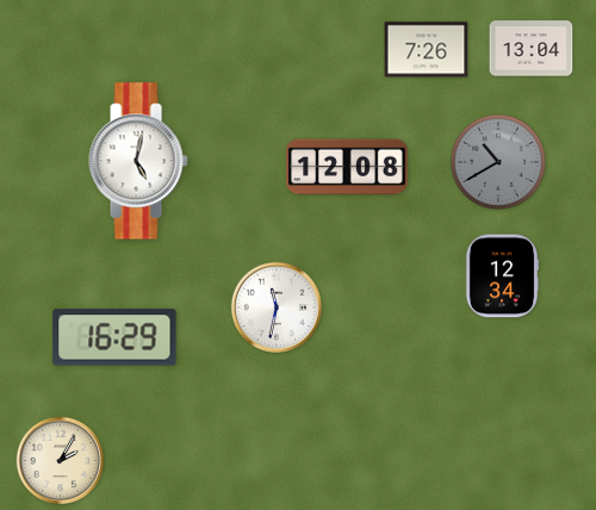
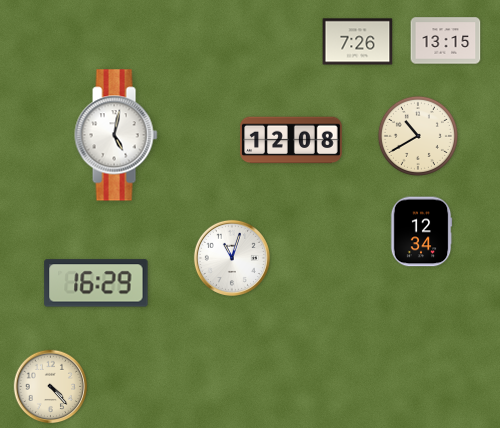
clock at (532, 49): 13:04 -> 13:15
clock at (498, 162) dial: grey -> cream
clock at (277, 307): 11:32 -> 11:03
clock at (61, 461): 2:05 -> 4:23
